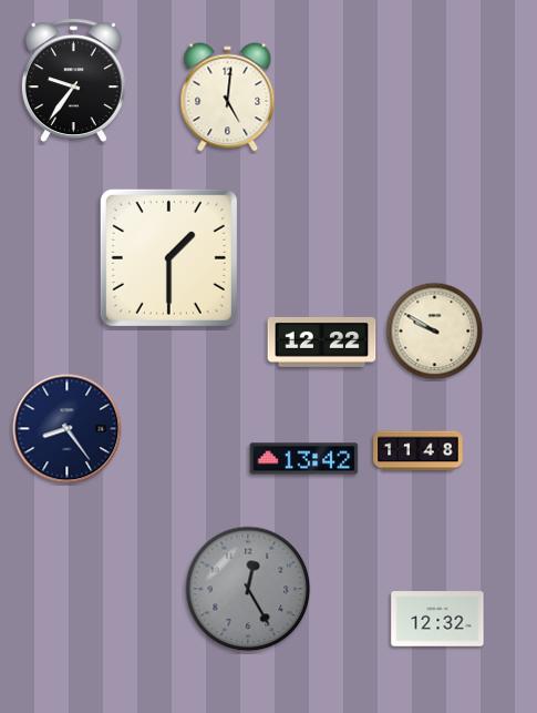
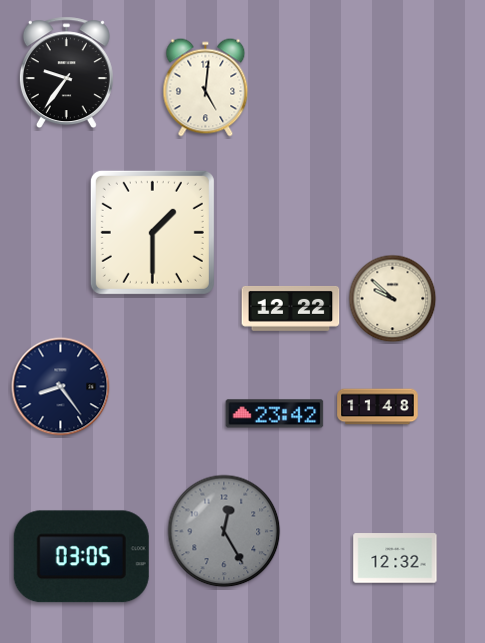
clock at (435, 332): 9:50 -> 9:52
clock at (304, 459): 13:42 -> 23:42
clock at (81, 557): none -> 03:05
